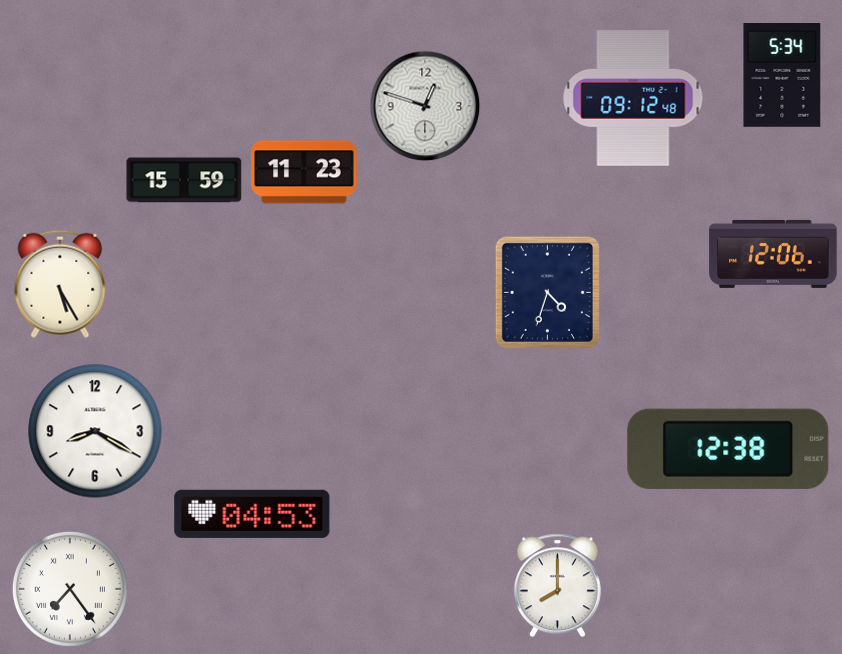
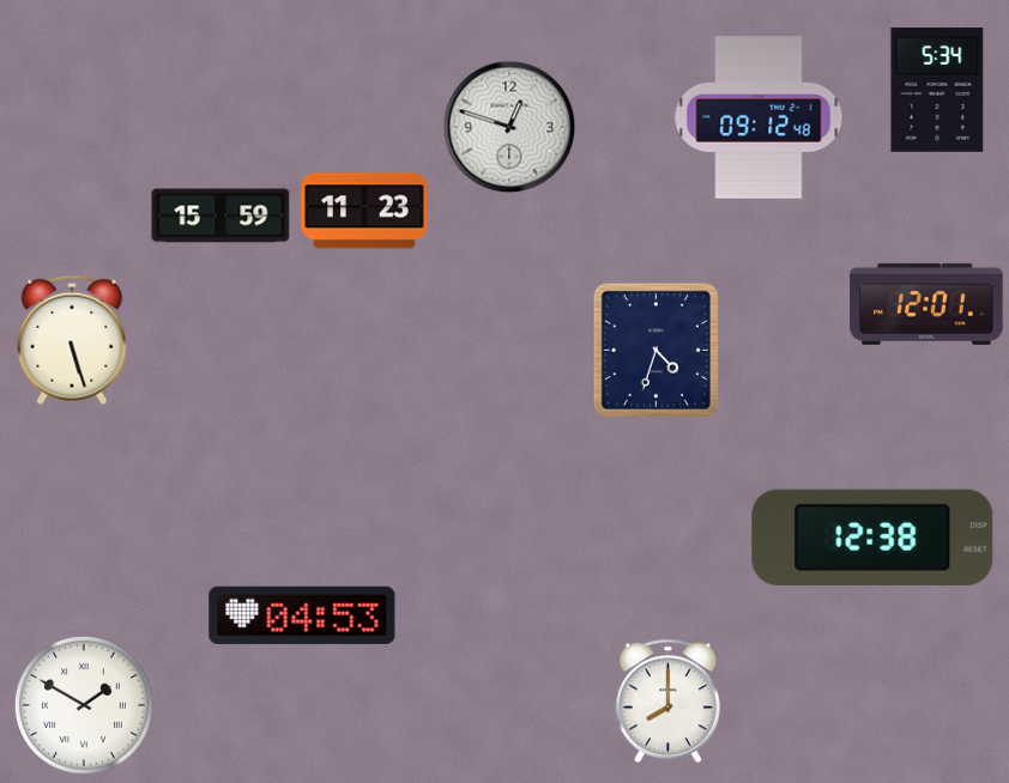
clock at (304, 172) position: (304, 172) -> (364, 211)
clock at (773, 254): 12:06 -> 12:01
clock at (60, 284): 5:25 -> 5:27
clock at (95, 431): 8:20 -> none
clock at (70, 589): 7:24 -> 1:50
